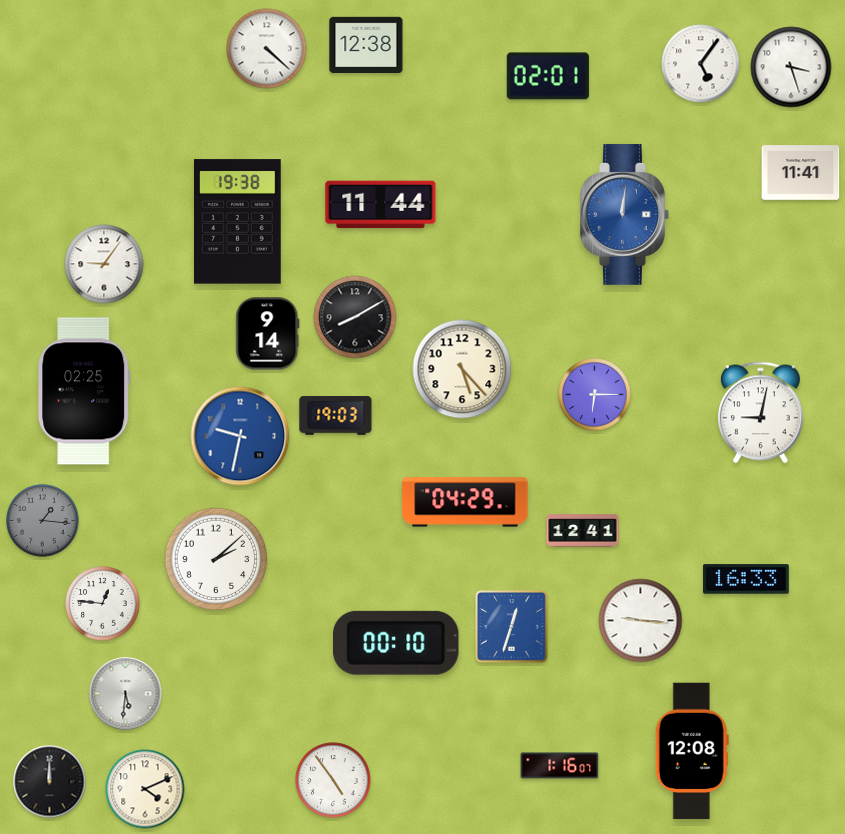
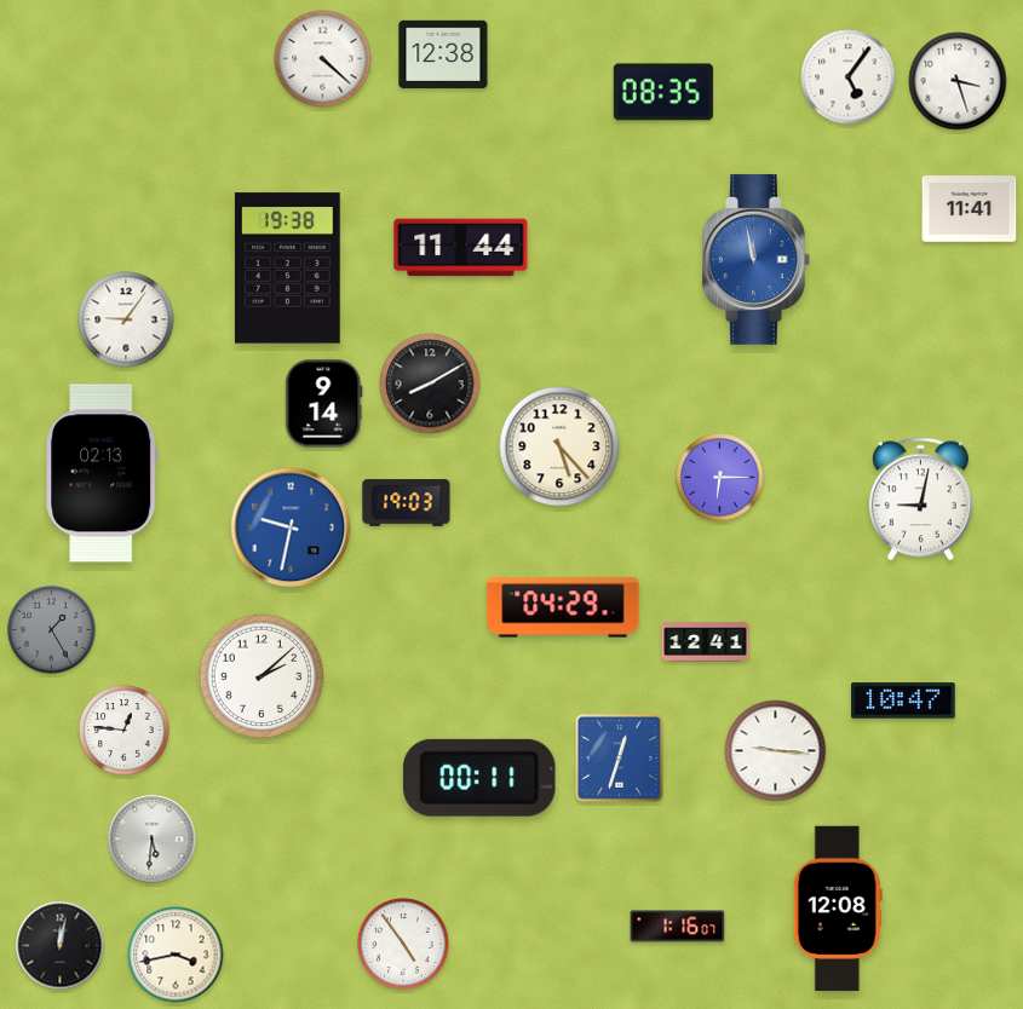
clock at (548, 76): 02:01 -> 08:35
clock at (625, 214): 12:01 -> 11:58
clock at (84, 391): 02:25 -> 02:13
clock at (43, 521): 1:16 -> 1:25
clock at (746, 579): 16:33 -> 10:47
clock at (397, 643): 00:10 -> 00:11
clock at (50, 782): 12:00 -> 12:02
clock at (145, 789): 4:11 -> 3:43
